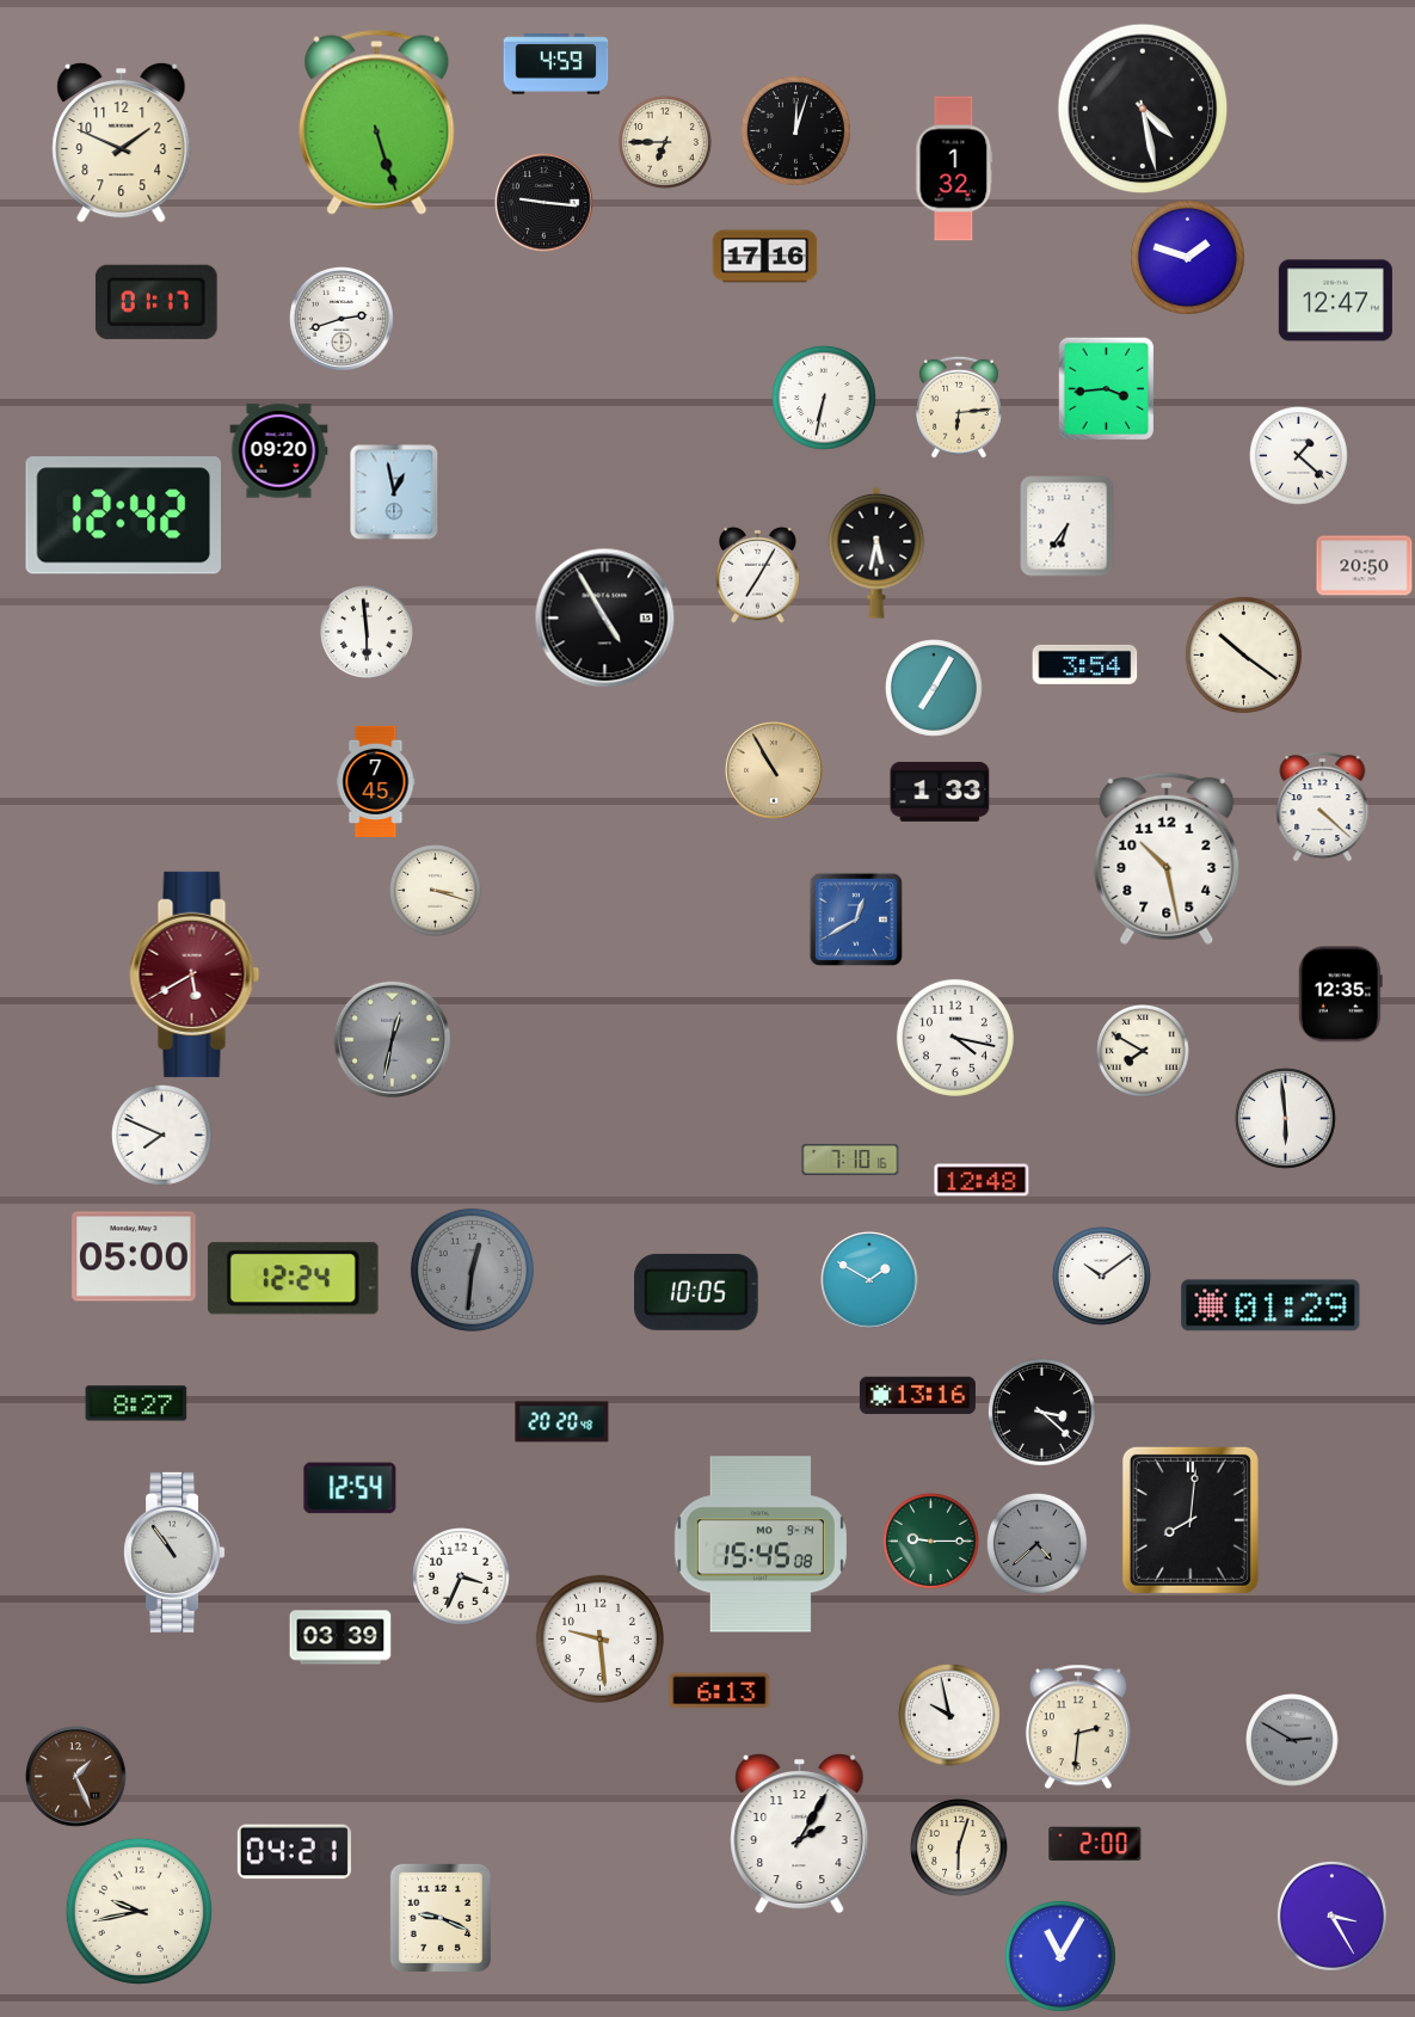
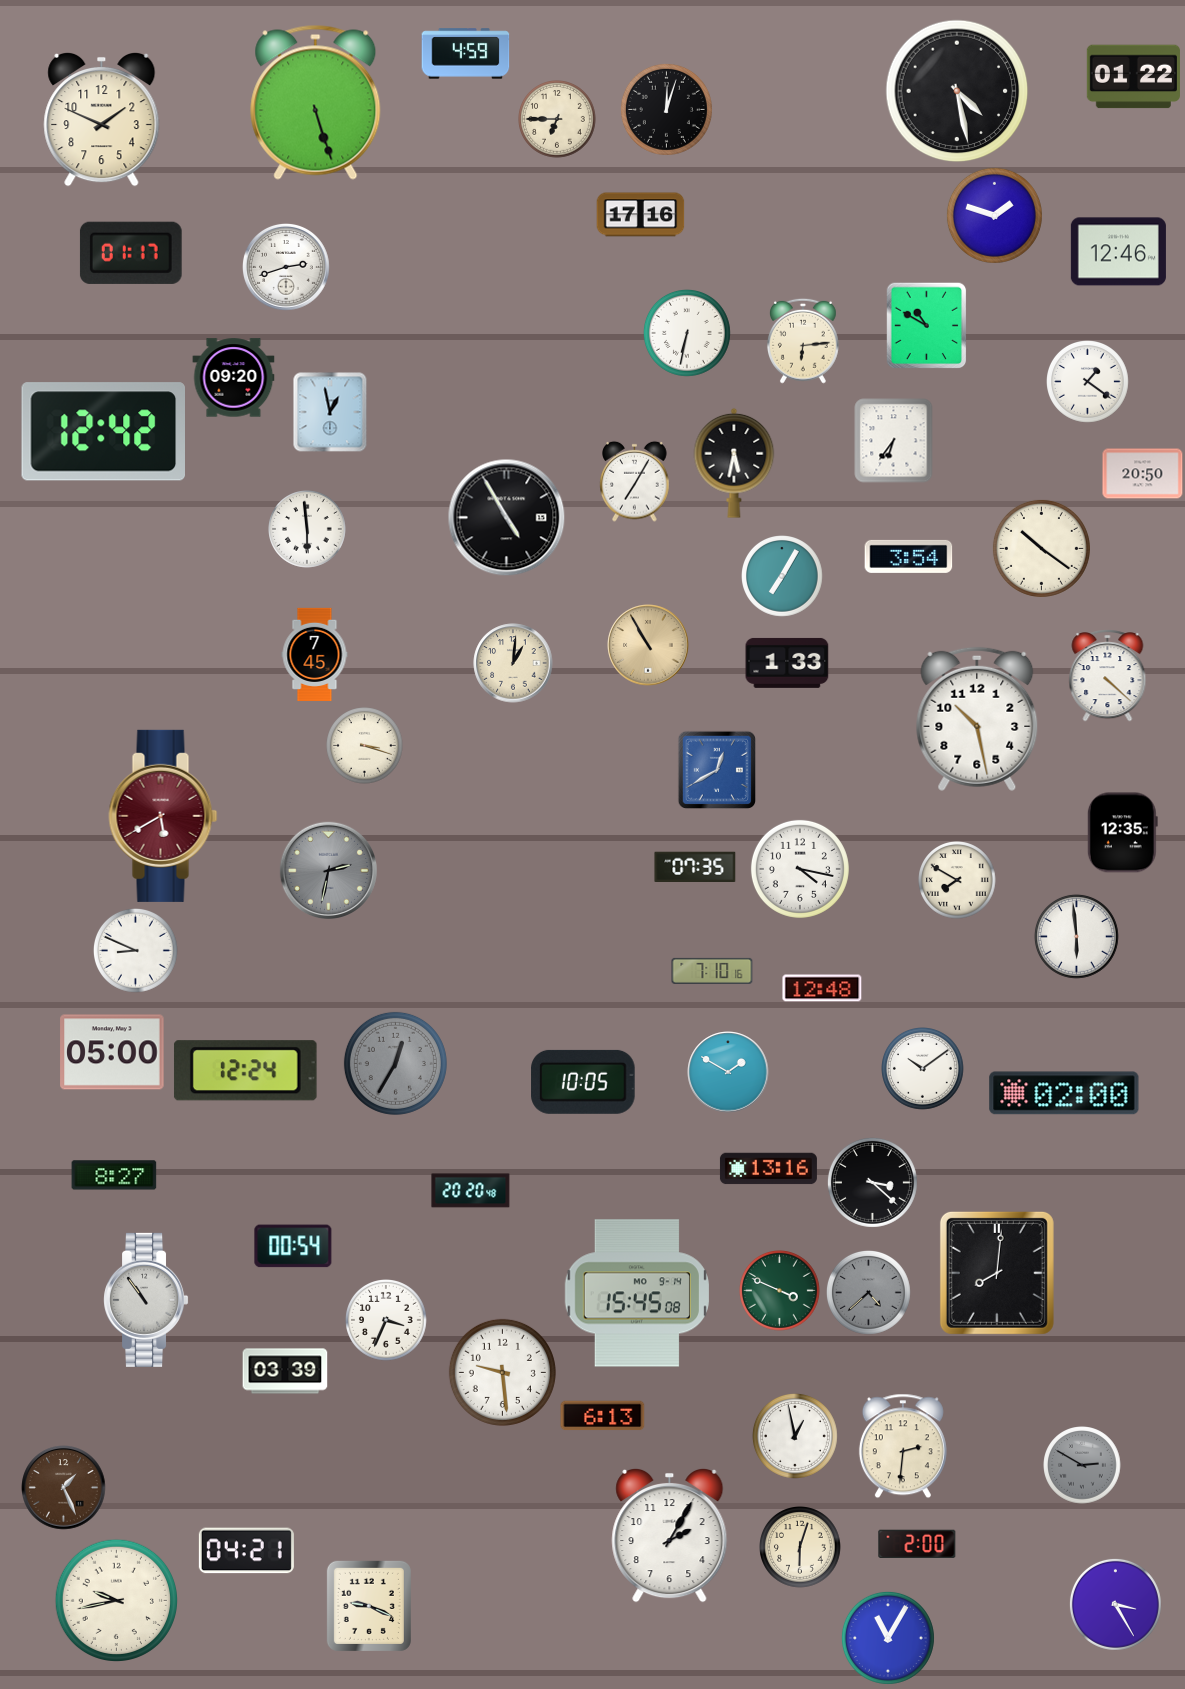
clock at (1133, 77): none -> 01:22
clock at (954, 168): 1:32 -> none
clock at (545, 203): 9:16 -> none
clock at (1335, 301): 12:47 -> 12:46
clock at (1107, 388): 3:44 -> 10:50
clock at (824, 398) position: (824, 398) -> (687, 333)
clock at (1299, 456): 1:22 -> 1:21
clock at (513, 663): none -> 1:01
clock at (695, 866): none -> 07:35
clock at (392, 1039): 12:32 -> 2:32
clock at (161, 1134): 7:49 -> 8:49
clock at (472, 1269): 12:31 -> 12:35
clock at (1271, 1305): 01:29 -> 02:00
clock at (350, 1488): 12:54 -> 00:54
clock at (931, 1542): 9:15 -> 3:49
clock at (949, 1715): 9:58 -> 12:58
clock at (1292, 1740) position: (1292, 1740) -> (1082, 1465)
clock at (960, 1849) position: (960, 1849) -> (801, 1548)
